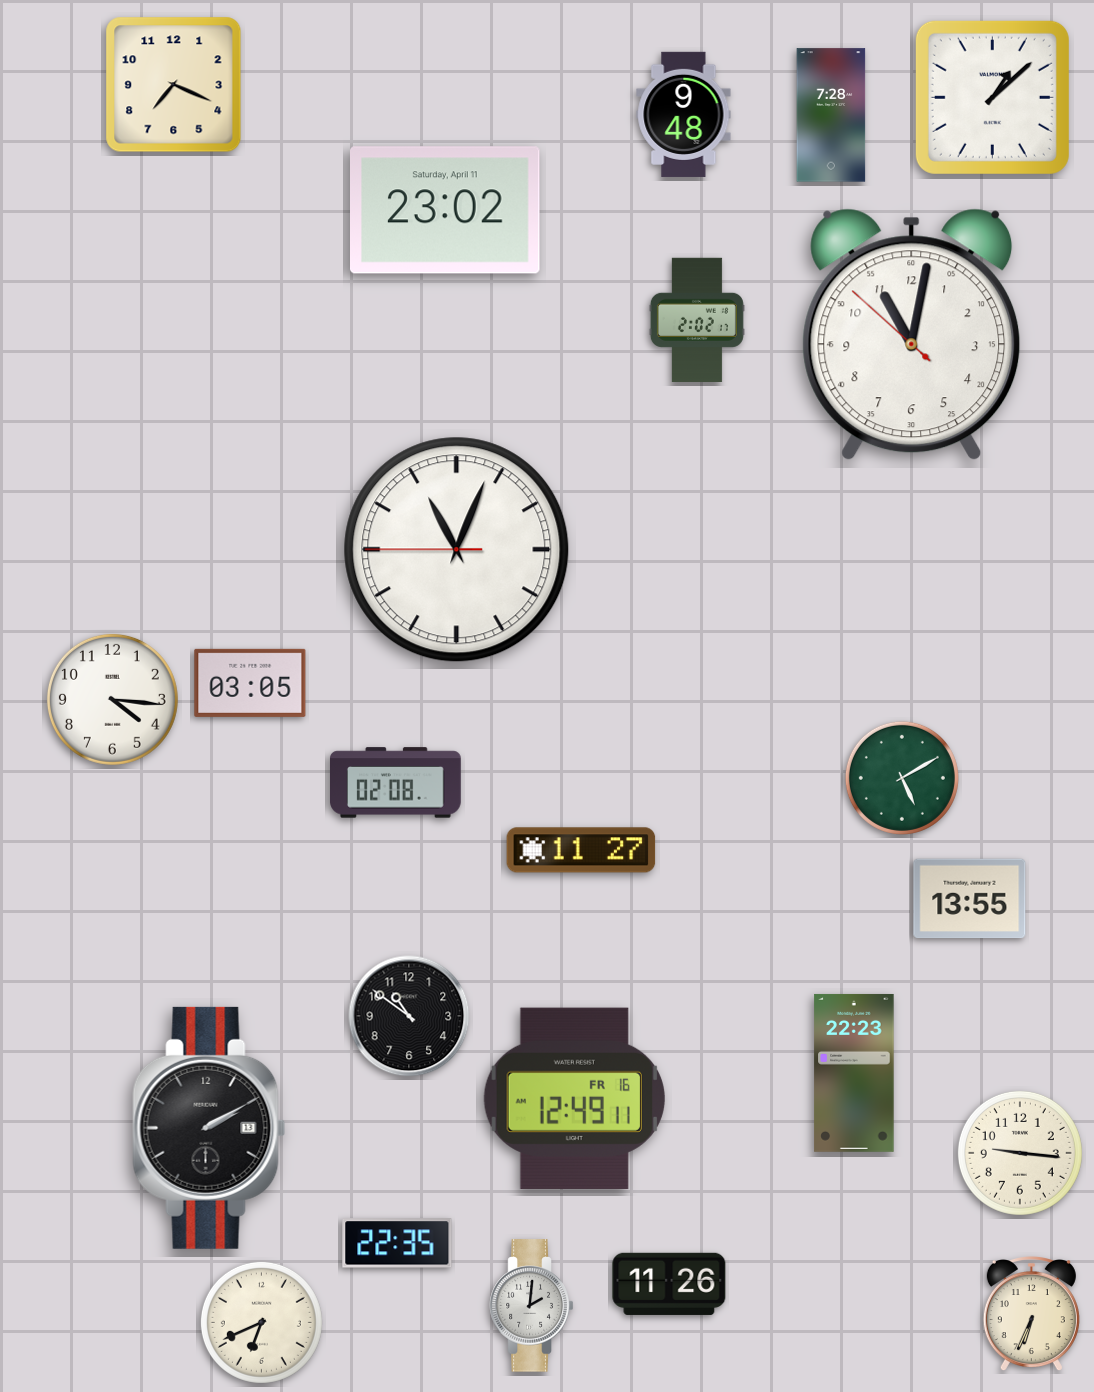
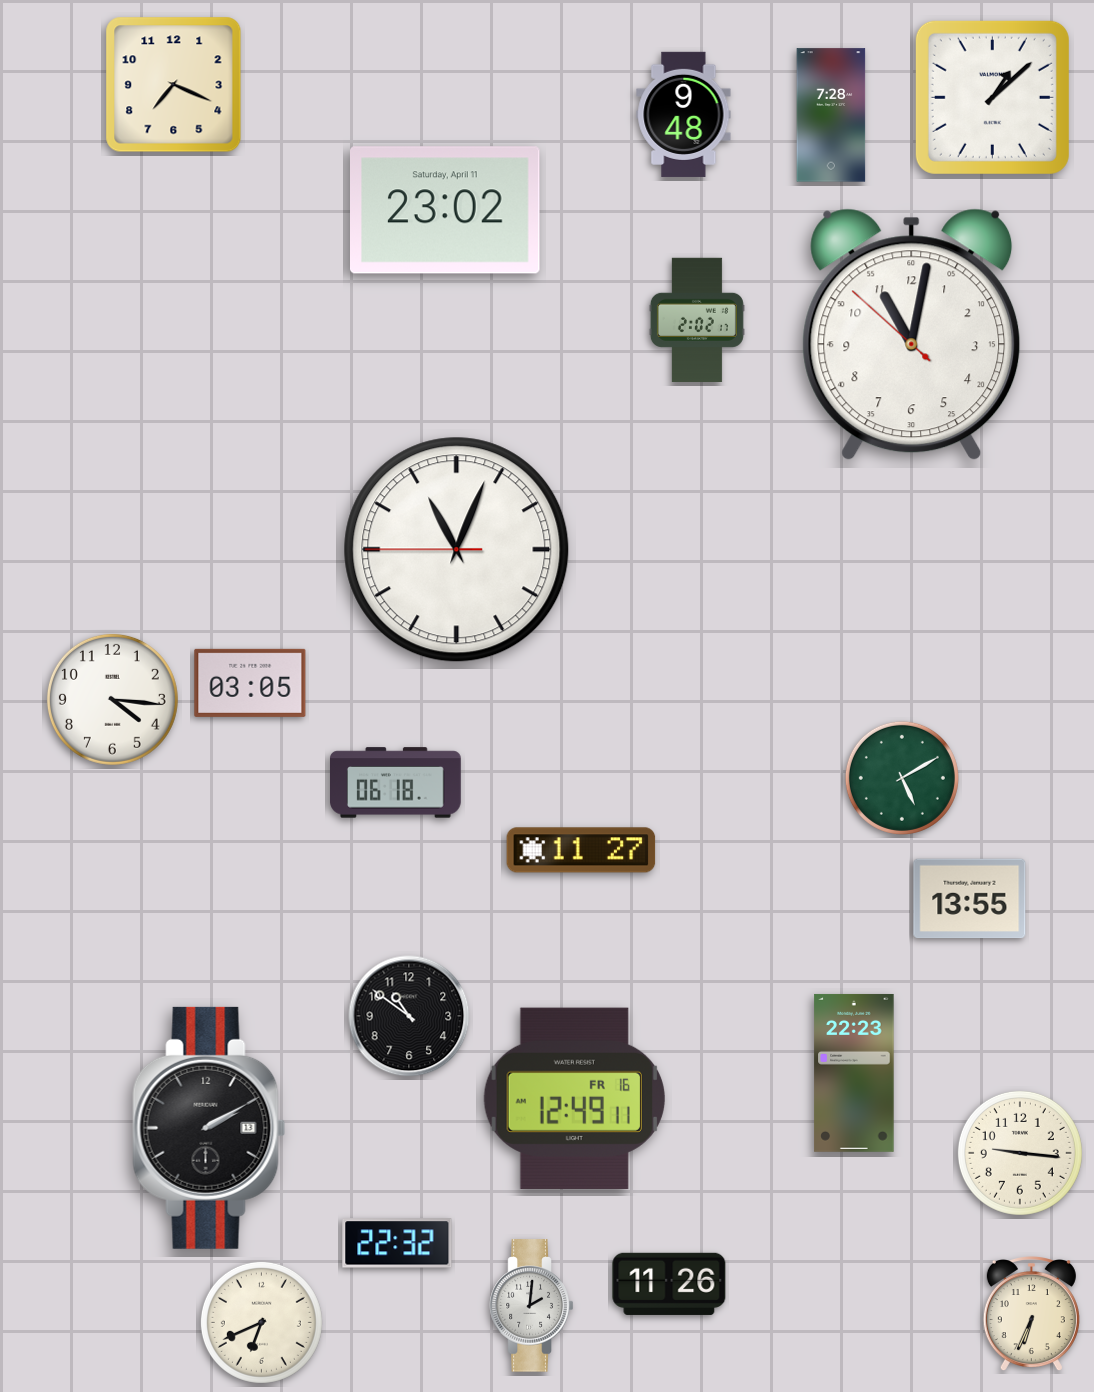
clock at (396, 783): 02:08 -> 06:18
clock at (397, 1243): 22:35 -> 22:32
